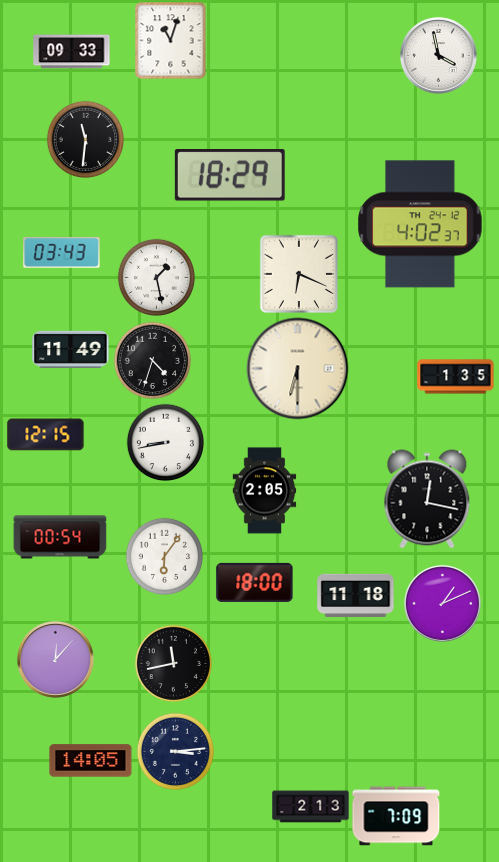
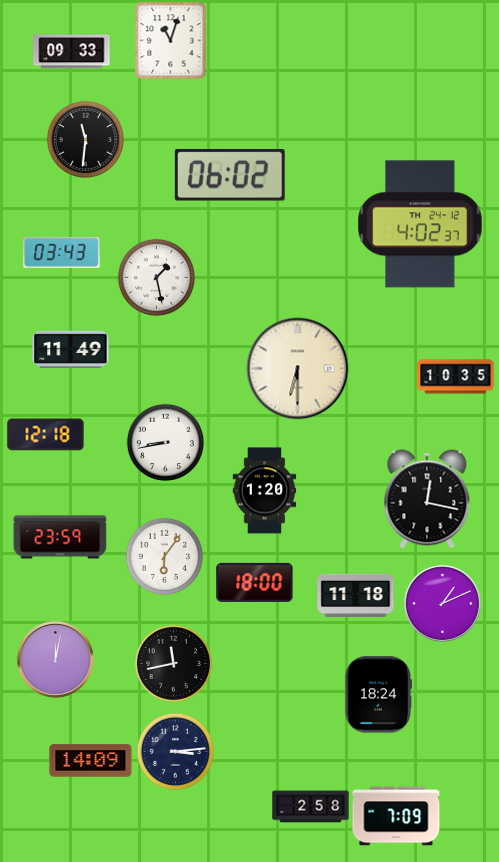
clock at (438, 55): 3:58 -> none
clock at (230, 176): 18:29 -> 06:02
clock at (298, 273): 6:19 -> none
clock at (152, 360): 4:33 -> none
clock at (456, 377): 1:35 -> 10:35
clock at (46, 435): 12:15 -> 12:18
clock at (265, 491): 2:05 -> 1:20
clock at (60, 537): 00:54 -> 23:59
clock at (55, 659): 12:07 -> 12:02
clock at (378, 695): none -> 18:24
clock at (91, 761): 14:05 -> 14:09
clock at (311, 807): 2:13 -> 2:58
